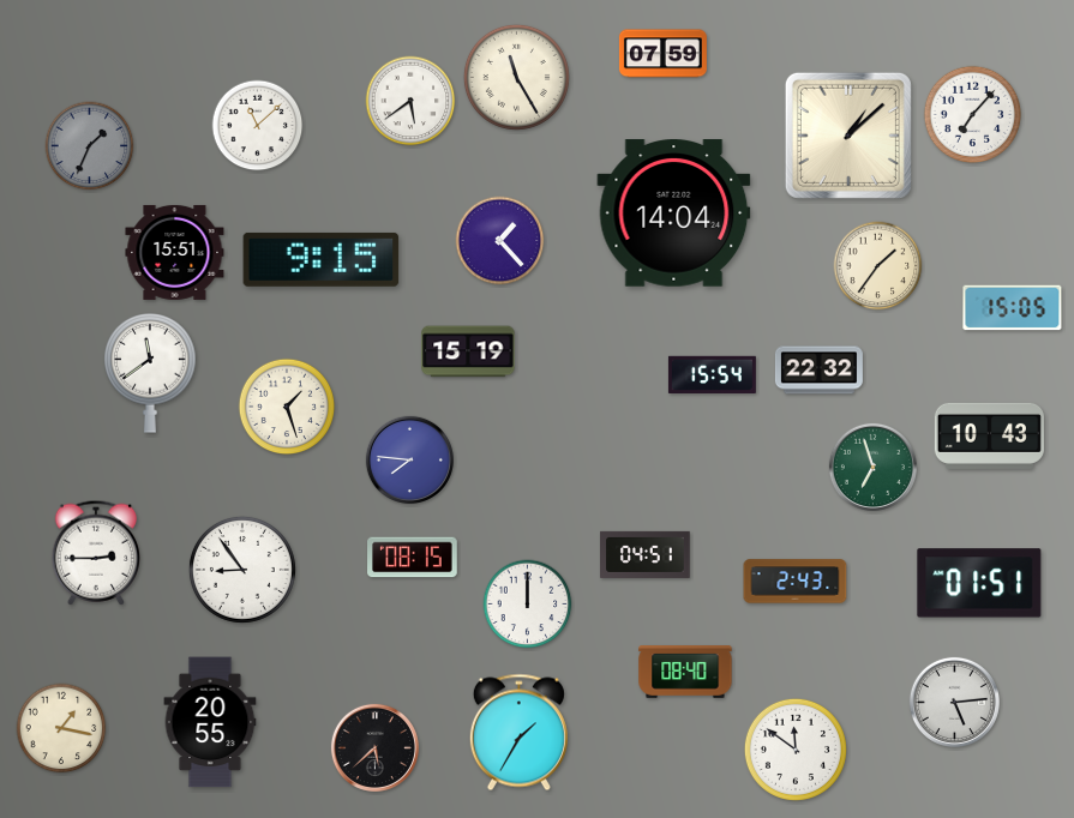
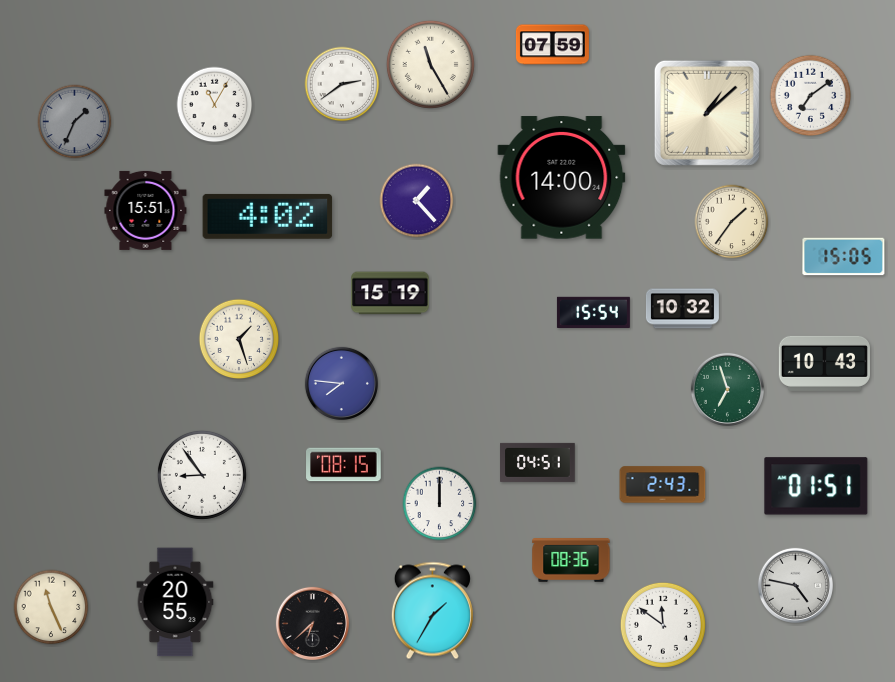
clock at (410, 101): 5:39 -> 2:39
clock at (973, 115): 7:07 -> 7:09
clock at (258, 126): 11:08 -> 11:05
clock at (674, 213): 14:04 -> 14:00
clock at (322, 259): 9:15 -> 4:02
clock at (818, 371): 22:32 -> 10:32
clock at (150, 374): 11:39 -> none
clock at (95, 553): 2:45 -> none
clock at (685, 673): 08:40 -> 08:36
clock at (954, 702): 5:14 -> 4:47
clock at (61, 728): 1:17 -> 11:26
clock at (374, 747): 5:38 -> 6:38
